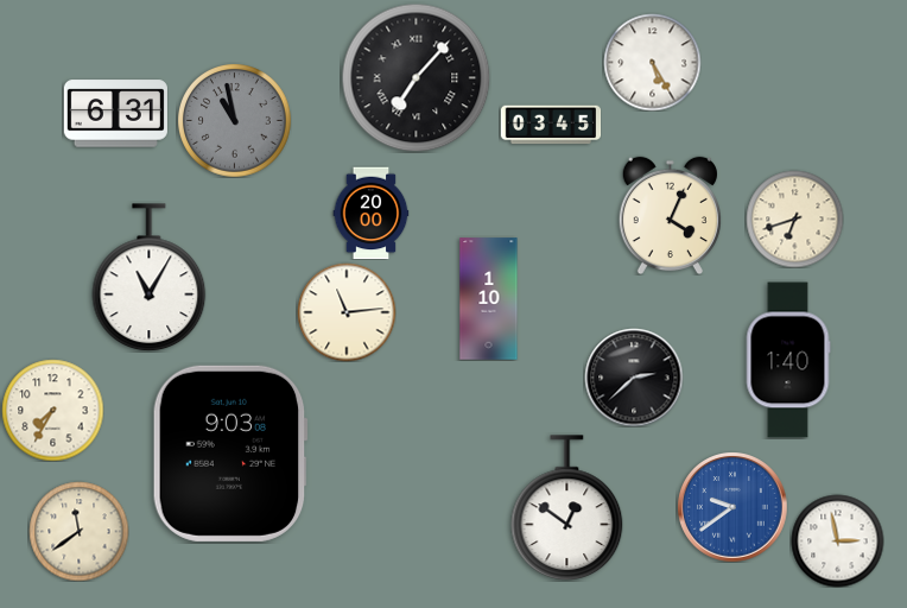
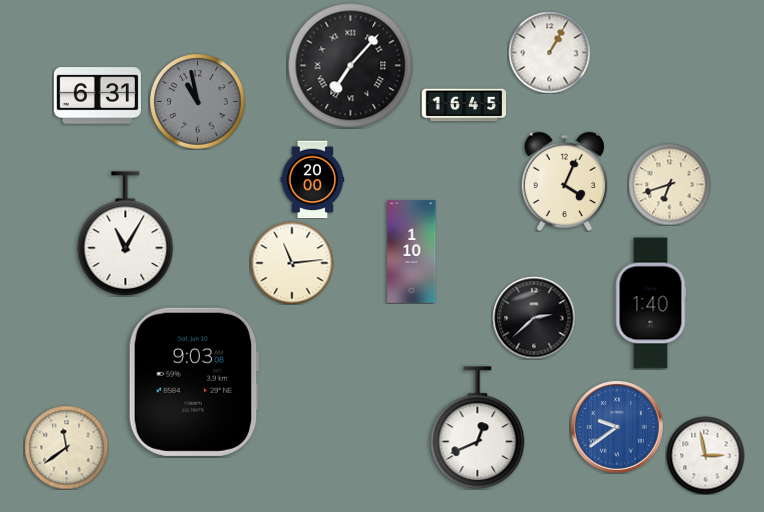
clock at (652, 62): 5:25 -> 1:05
clock at (551, 125): 03:45 -> 16:45
clock at (788, 360) position: (788, 360) -> (651, 303)
clock at (52, 410): 7:35 -> none
clock at (567, 508): 12:51 -> 12:41
